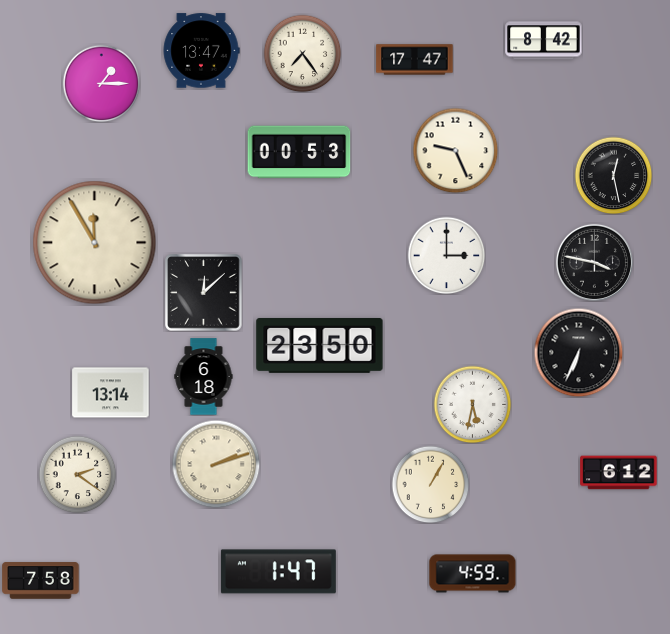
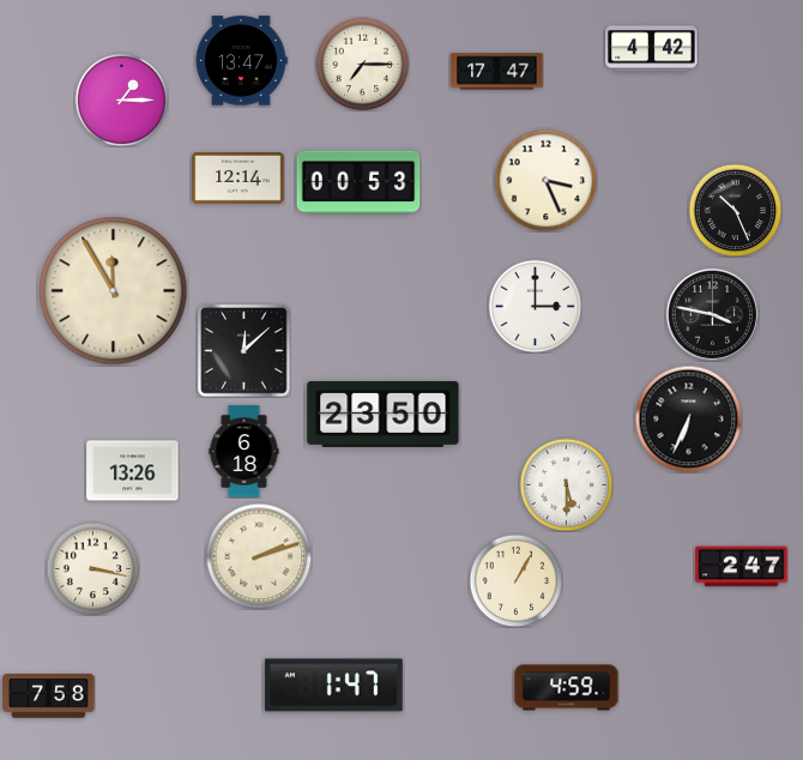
clock at (544, 41): 8:42 -> 4:42
clock at (302, 53): 7:24 -> 7:15
clock at (239, 179): none -> 12:14
clock at (455, 150): 9:26 -> 3:26
clock at (613, 175): 12:28 -> 10:26
clock at (578, 352) position: (578, 352) -> (688, 418)
clock at (111, 393): 13:14 -> 13:26
clock at (472, 404): 5:32 -> 5:30
clock at (619, 473): 6:12 -> 2:47
clock at (77, 474): 2:21 -> 3:17
